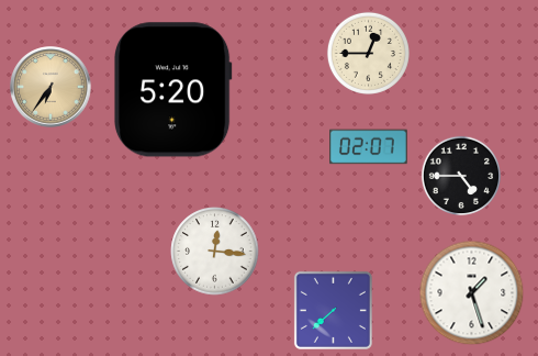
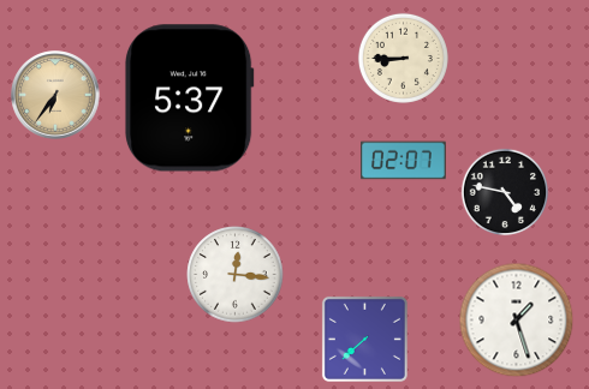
clock at (368, 53): 12:45 -> 8:45
clock at (172, 90): 5:20 -> 5:37
clock at (461, 176): 4:45 -> 4:47
